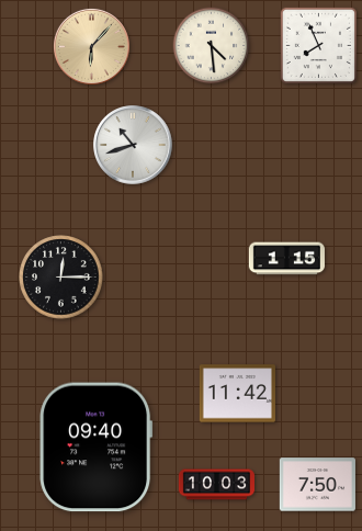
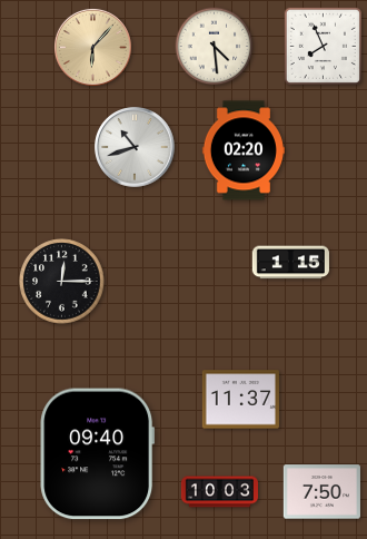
clock at (244, 150): none -> 02:20
clock at (237, 394): 11:42 -> 11:37
